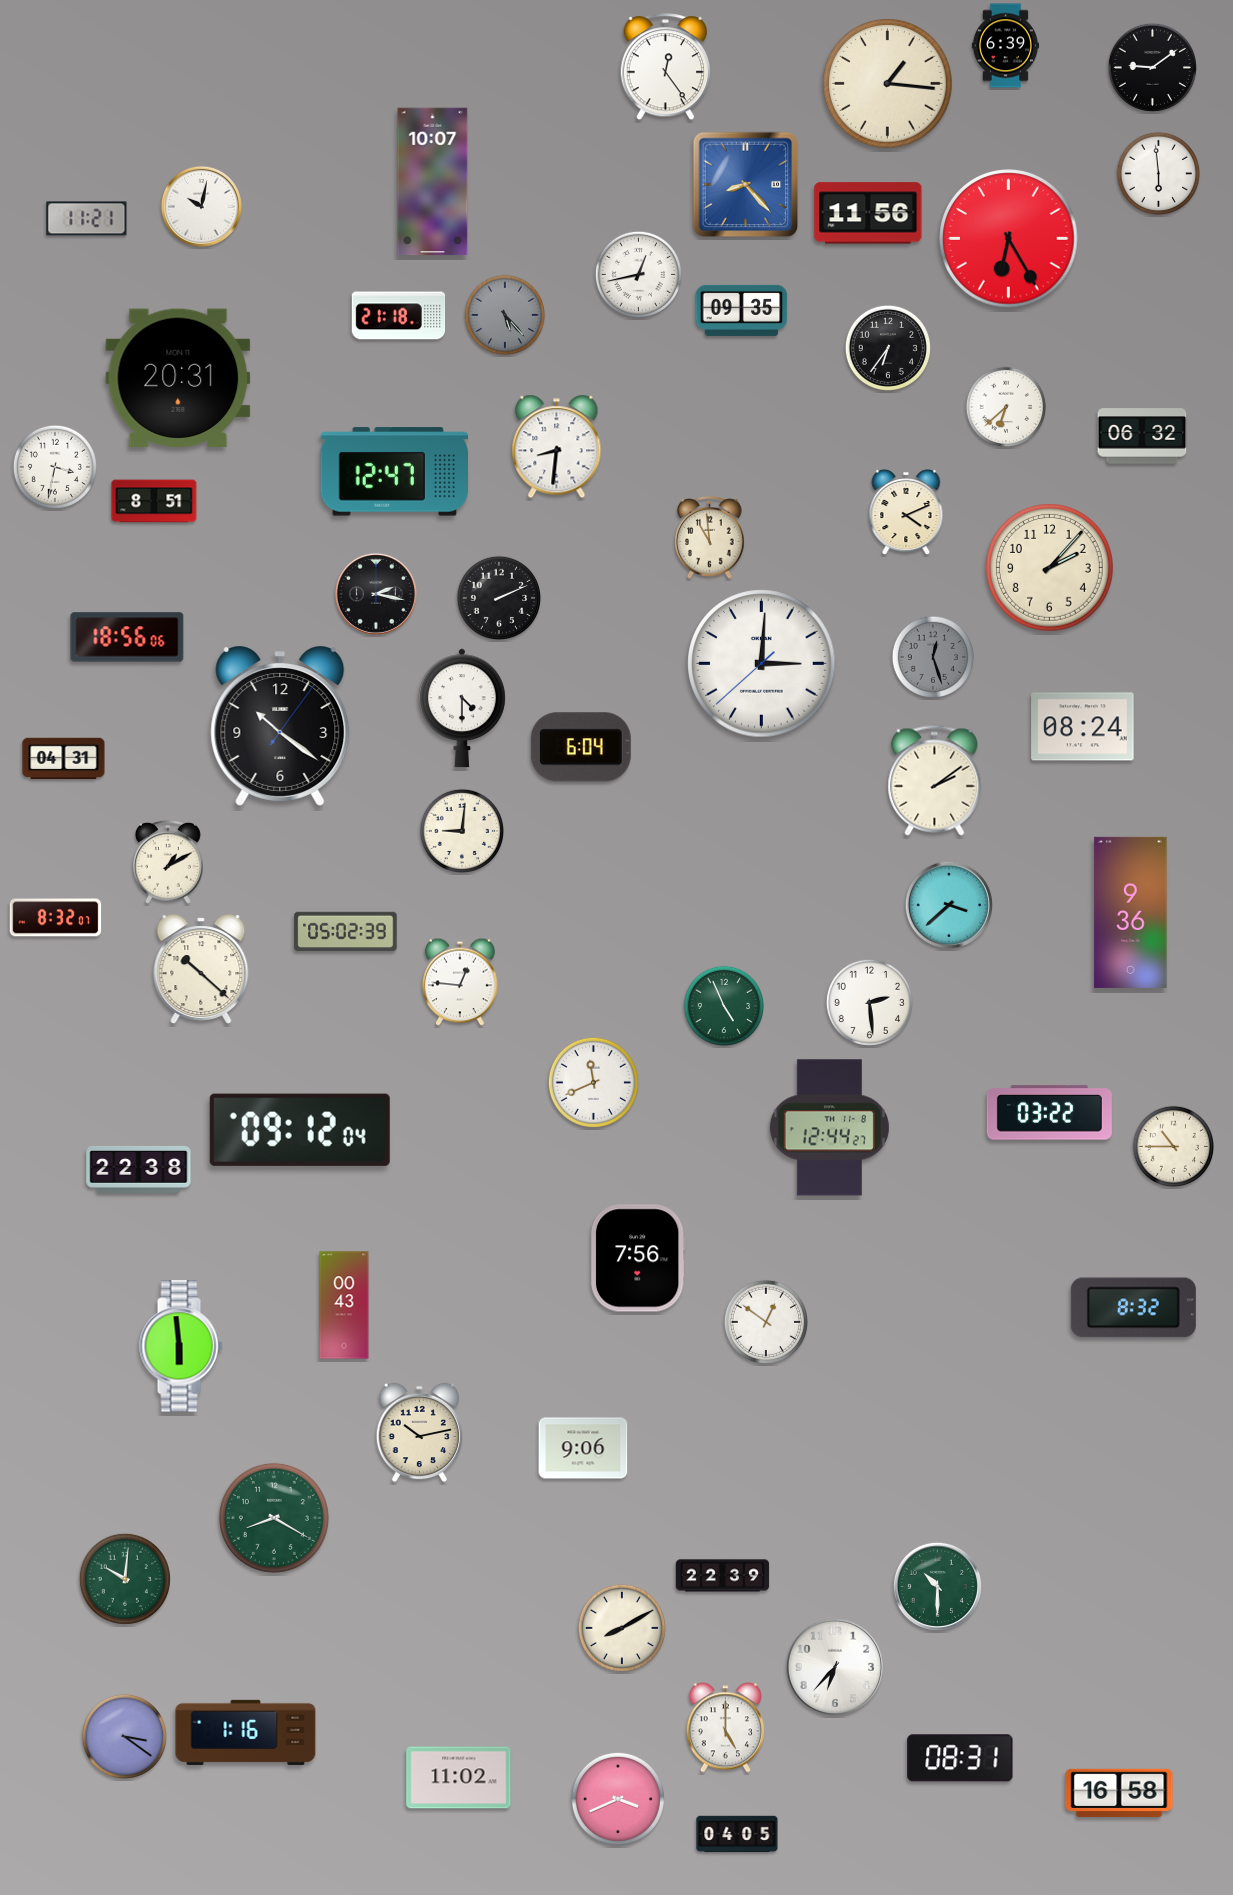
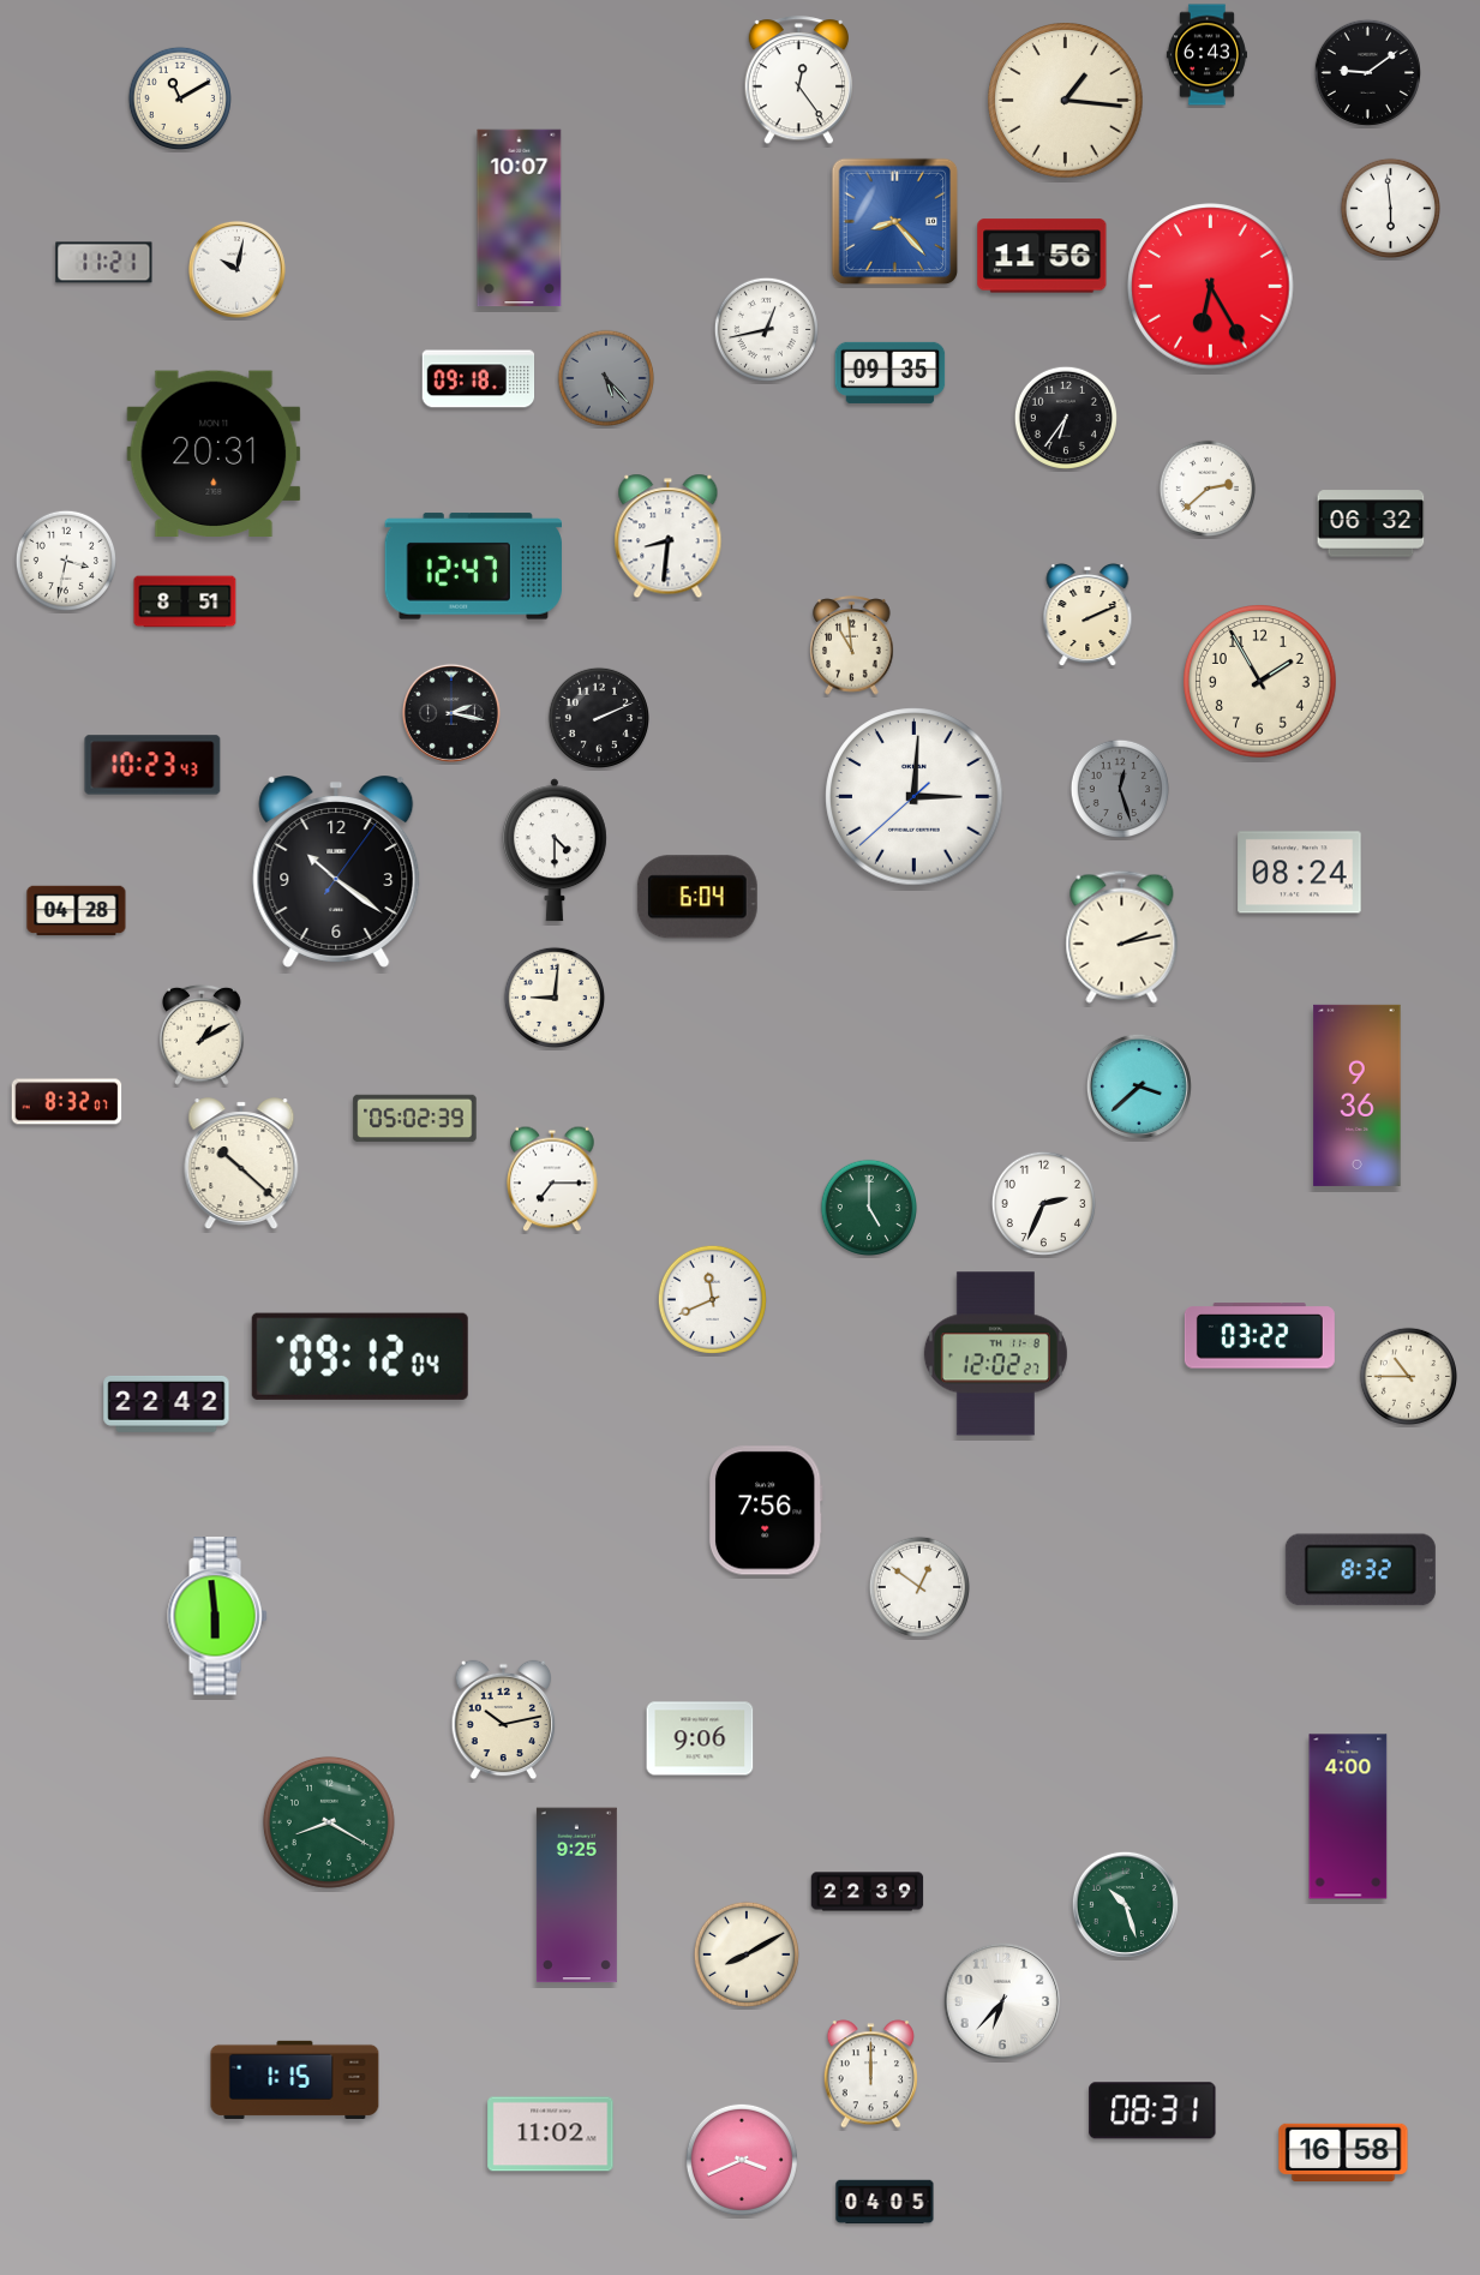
clock at (1005, 46): 6:39 -> 6:43
clock at (1152, 67) position: (1152, 67) -> (1367, 72)
clock at (180, 98): none -> 11:10
clock at (201, 206) position: (201, 206) -> (236, 269)
clock at (399, 316): 21:18 -> 09:18
clock at (1006, 407): 6:38 -> 2:38
clock at (906, 512): 4:11 -> 2:11
clock at (1050, 568): 2:07 -> 1:55
clock at (127, 637): 18:56 -> 10:23
clock at (64, 759): 04:31 -> 04:28
clock at (935, 780): 2:09 -> 2:13
clock at (460, 982): 12:46 -> 7:15
clock at (869, 1002): 2:29 -> 2:34
clock at (724, 1006): 4:56 -> 5:00
clock at (829, 1128): 12:44 -> 12:02
clock at (139, 1169): 22:38 -> 22:42
clock at (344, 1305): 00:43 -> none
clock at (1348, 1816): none -> 4:00
clock at (125, 1579): 10:01 -> none
clock at (576, 1896): none -> 9:25
clock at (937, 1586): 10:30 -> 10:27
clock at (725, 1728): 5:00 -> 12:00
clock at (246, 1732): 1:16 -> 1:15
clock at (124, 1736): 3:21 -> none
